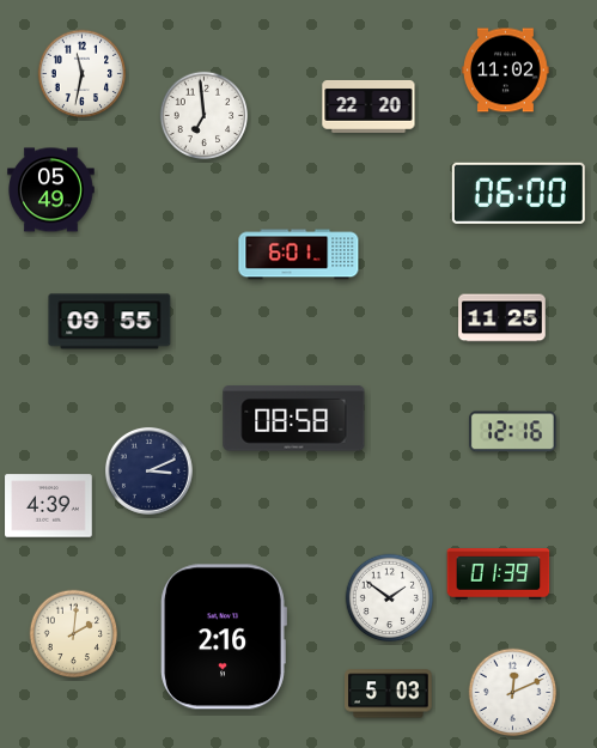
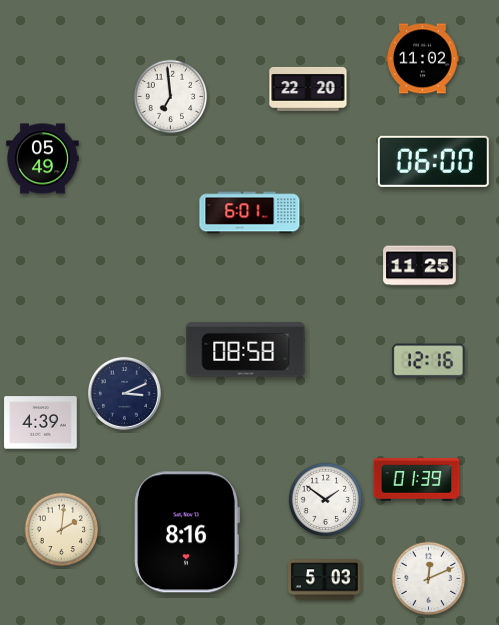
clock at (83, 74): 11:32 -> none
clock at (110, 322): 09:55 -> none
clock at (224, 637): 2:16 -> 8:16
